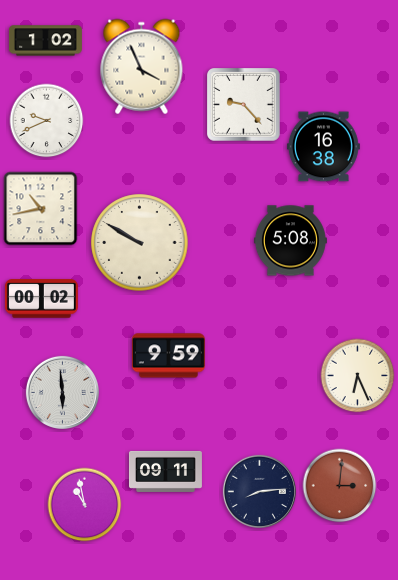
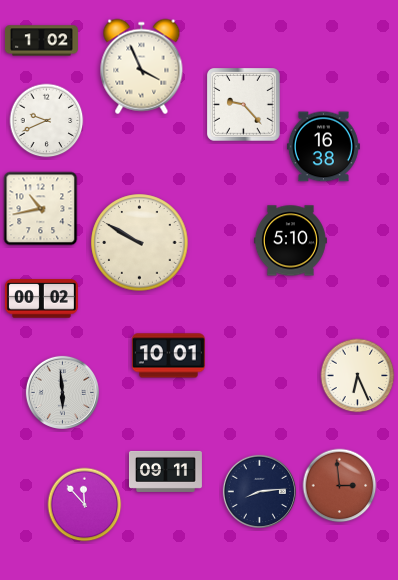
clock at (45, 41) position: (45, 41) -> (41, 41)
clock at (290, 241): 5:08 -> 5:10
clock at (168, 356): 9:59 -> 10:01
clock at (340, 486): 3:01 -> 2:59
clock at (85, 505): 10:58 -> 11:53
